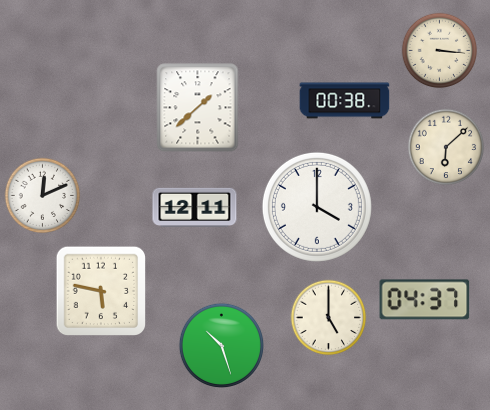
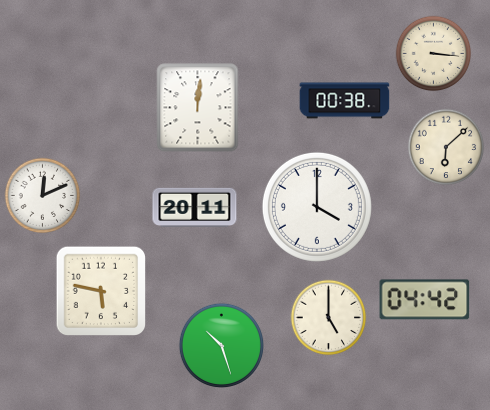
clock at (440, 51) position: (440, 51) -> (434, 54)
clock at (198, 108): 1:38 -> 12:01
clock at (195, 207): 12:11 -> 20:11
clock at (425, 300): 04:37 -> 04:42
